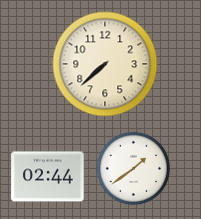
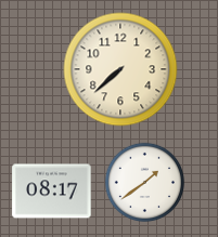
clock at (105, 64) position: (105, 64) -> (120, 69)
clock at (48, 177): 02:44 -> 08:17
